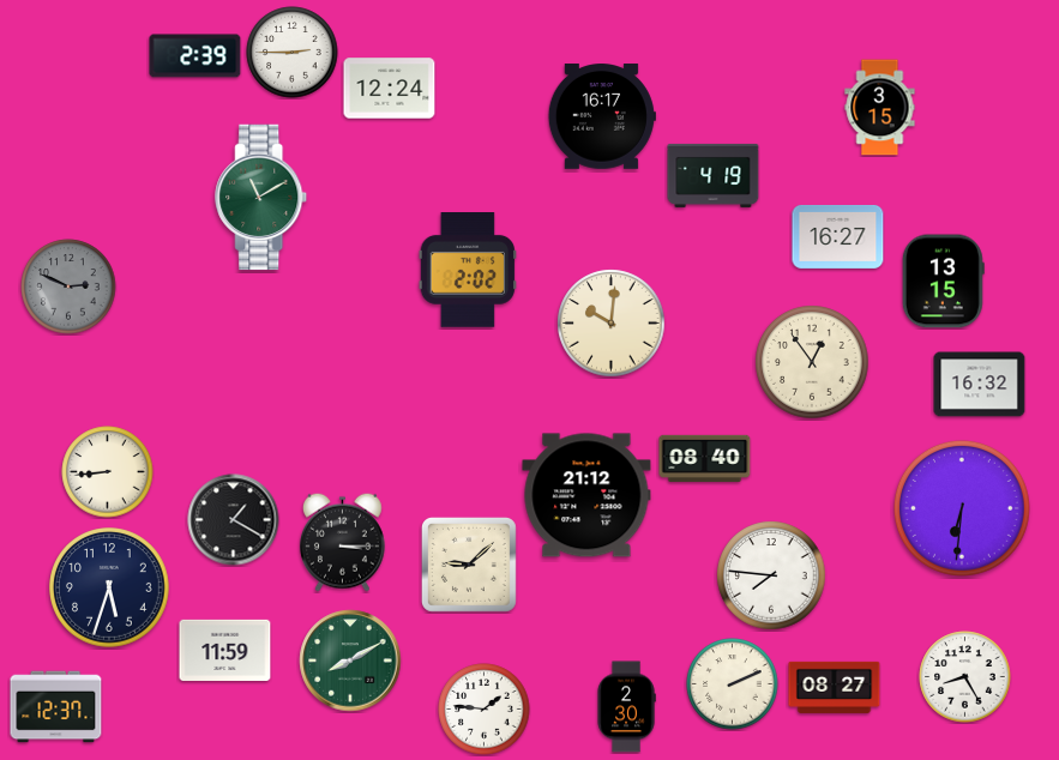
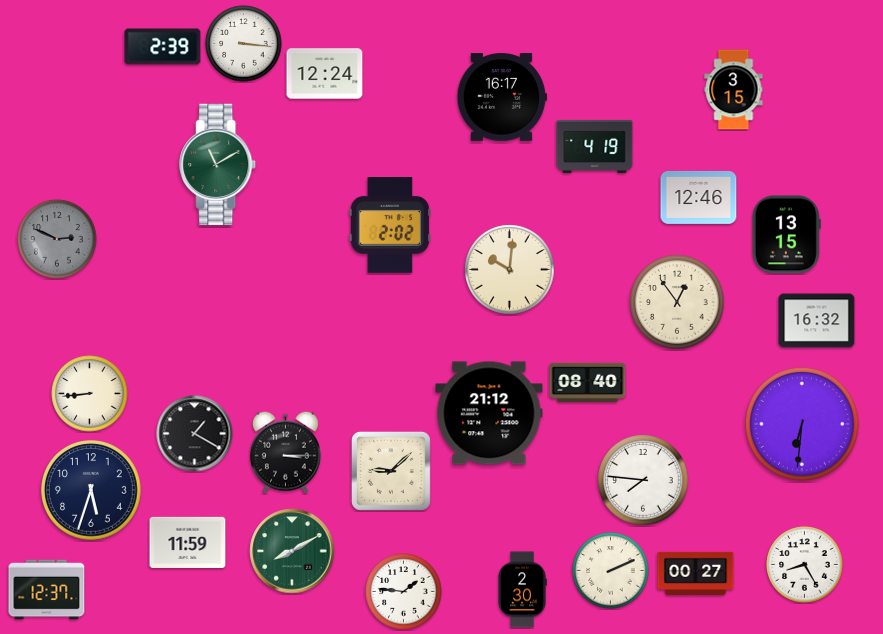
clock at (293, 53): 2:45 -> 3:16
clock at (838, 236): 16:27 -> 12:46
clock at (835, 687): 08:27 -> 00:27
